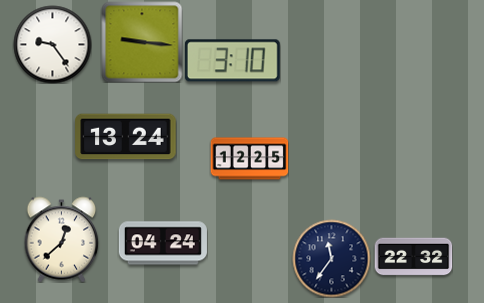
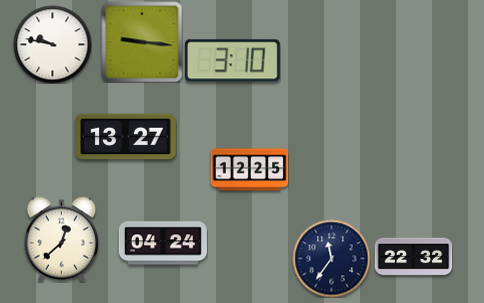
clock at (52, 44): 9:24 -> 9:47
clock at (126, 137): 13:24 -> 13:27
clock at (249, 159) position: (249, 159) -> (249, 170)
